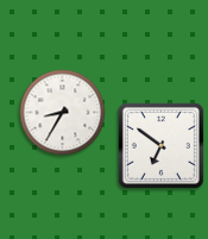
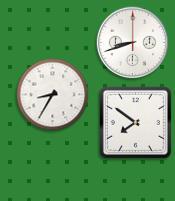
clock at (133, 43): none -> 8:42
clock at (160, 145): 6:51 -> 7:51
